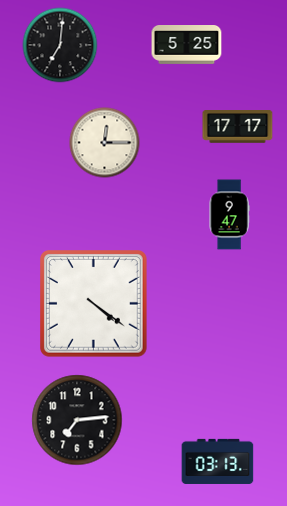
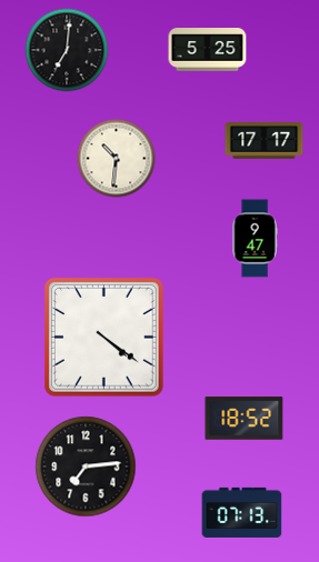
clock at (105, 143): 12:15 -> 10:31
clock at (245, 419): none -> 18:52
clock at (218, 461): 03:13 -> 07:13
